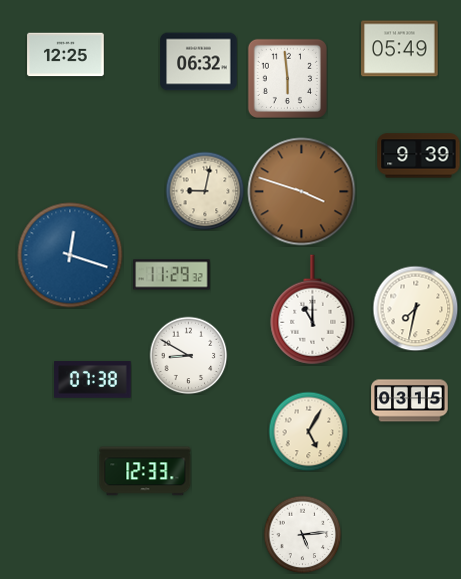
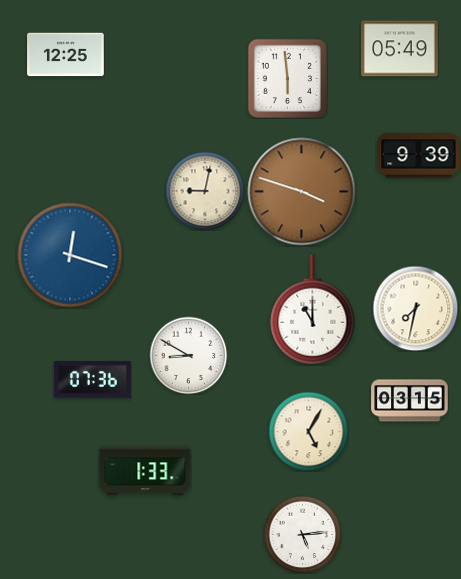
clock at (199, 62): 06:32 -> none
clock at (172, 275): 11:29 -> none
clock at (93, 380): 07:38 -> 07:36
clock at (145, 471): 12:33 -> 1:33
